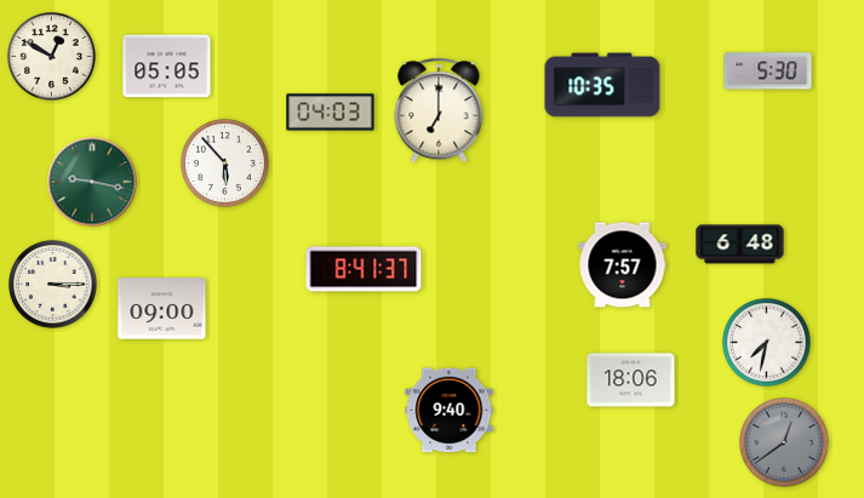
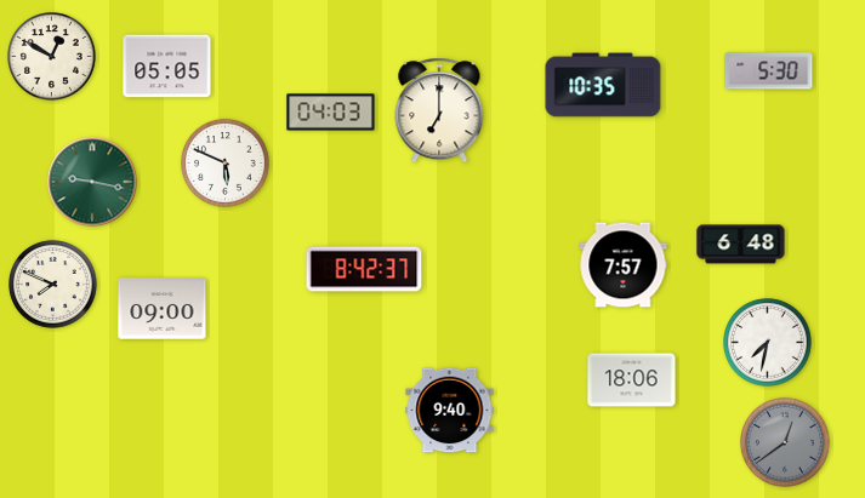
clock at (225, 164): 5:53 -> 5:49
clock at (364, 269): 8:41 -> 8:42
clock at (53, 285): 3:15 -> 7:49
